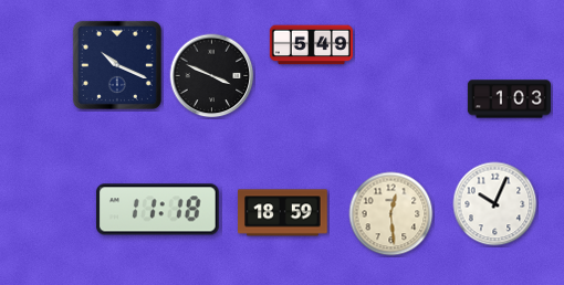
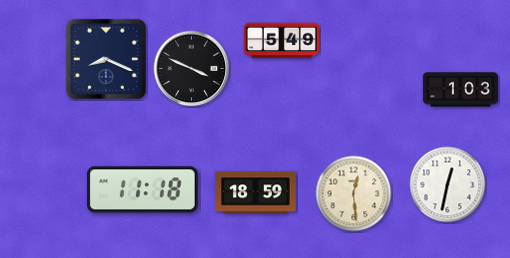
clock at (117, 65): 10:19 -> 8:19
clock at (495, 204): 10:04 -> 12:32
